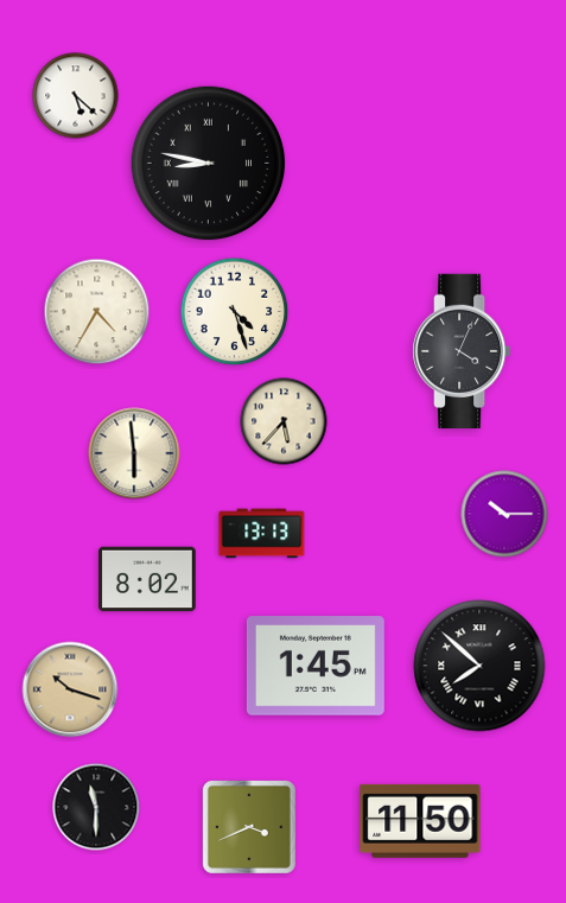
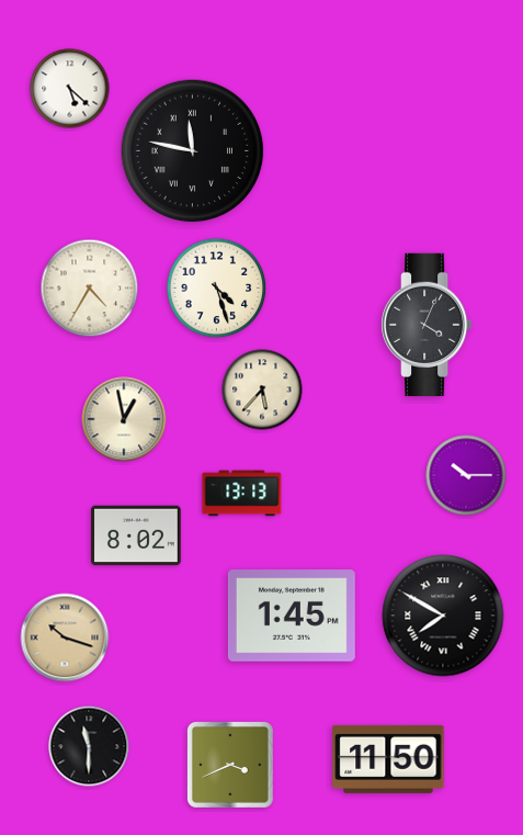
clock at (209, 164): 8:47 -> 11:47
clock at (134, 453): 5:59 -> 12:58
clock at (479, 666): 7:52 -> 7:50
